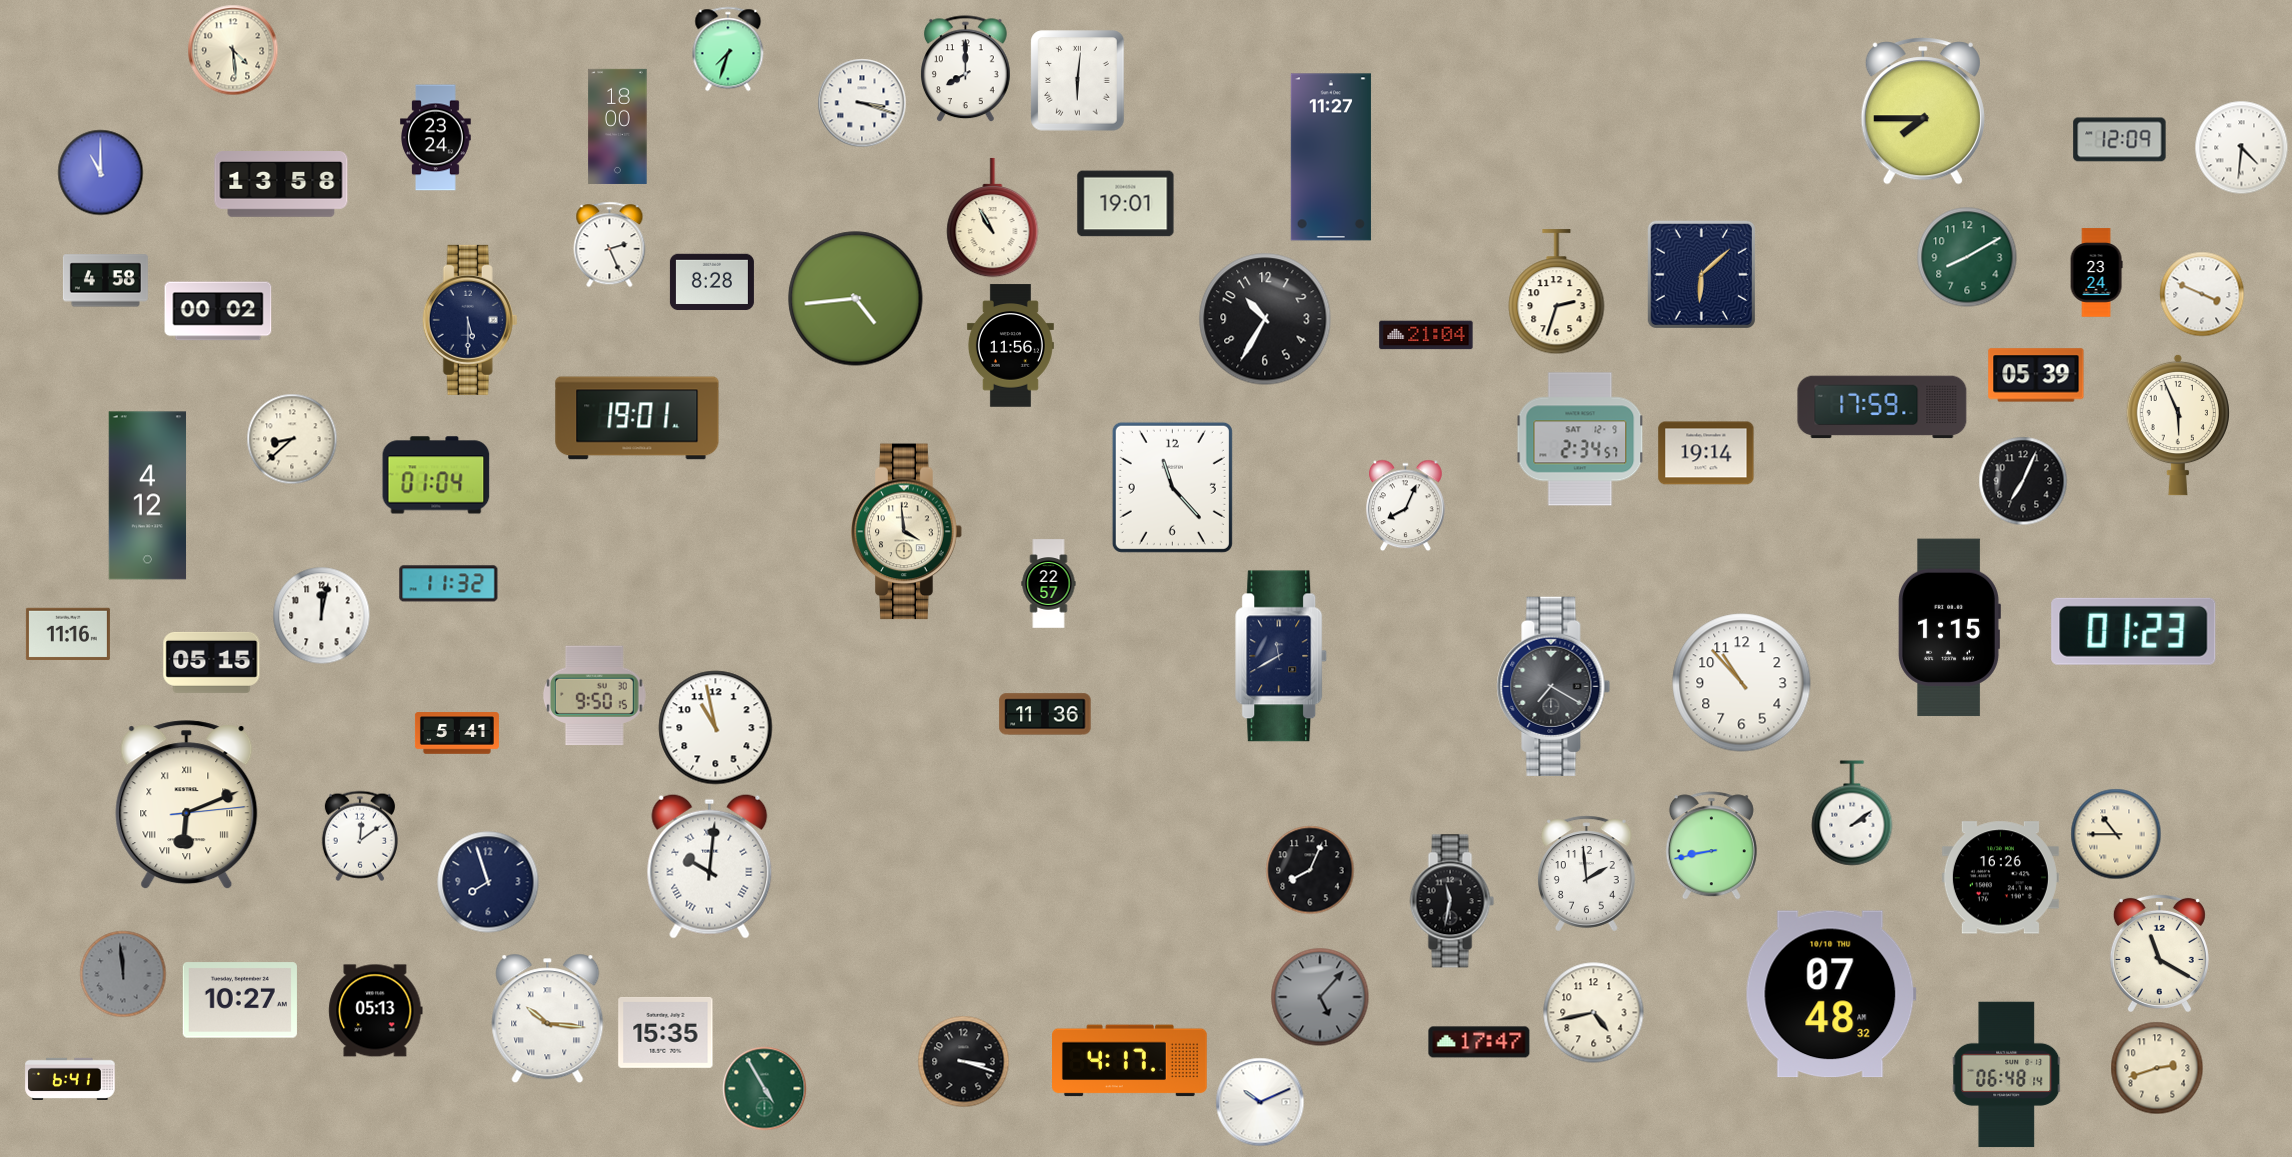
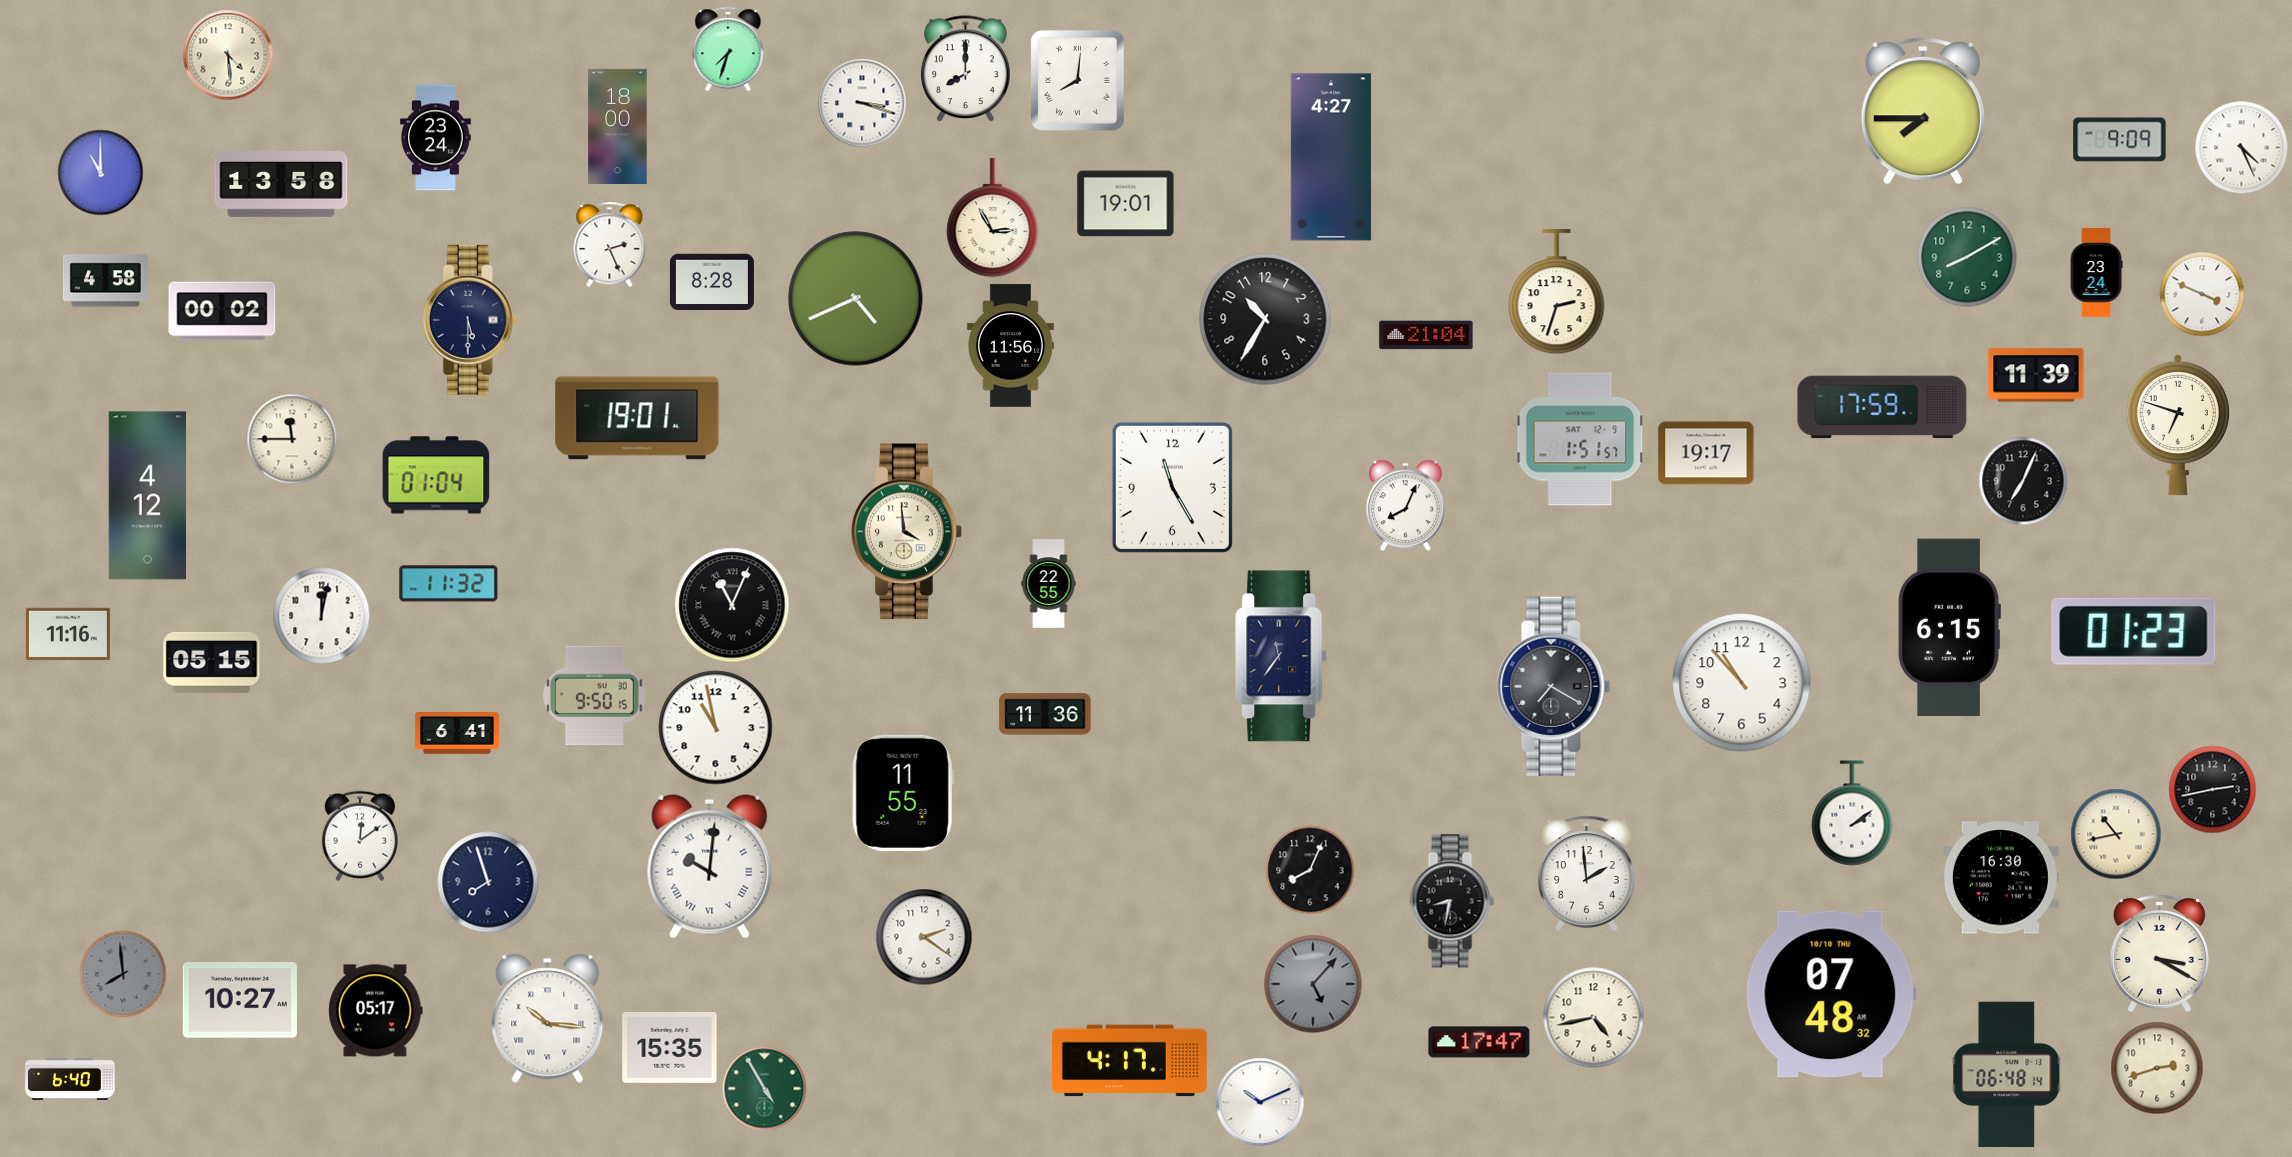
clock at (233, 50) position: (233, 50) -> (228, 55)
clock at (1078, 81): 6:01 -> 8:01
clock at (2120, 140): 12:09 -> 9:09
clock at (2242, 148): 4:31 -> 4:26
clock at (1331, 157): 11:27 -> 4:27
clock at (993, 218): 10:55 -> 2:55
clock at (1701, 274): 6:08 -> none
clock at (856, 299): 4:44 -> 4:41
clock at (218, 311) position: (218, 311) -> (222, 311)
clock at (2036, 375): 05:39 -> 11:39
clock at (2178, 425): 5:56 -> 6:48
clock at (292, 439): 8:38 -> 11:45
clock at (1580, 439): 2:34 -> 1:51
clock at (1706, 453): 19:14 -> 19:17
clock at (1172, 487): 11:23 -> 11:25
clock at (1049, 584): 22:57 -> 22:55
clock at (732, 605): none -> 11:04
clock at (1949, 628): 1:15 -> 6:15
clock at (1282, 656): 11:40 -> 11:36
clock at (457, 733): 5:41 -> 6:41
clock at (2213, 790): none -> 2:43
clock at (903, 793): none -> 11:55
clock at (187, 805): 6:11 -> none
clock at (2116, 834): 10:45 -> 10:43
clock at (1711, 846): 8:43 -> none
clock at (2000, 878): 16:26 -> 16:30
clock at (1452, 901): 11:32 -> 8:32
clock at (924, 937): none -> 2:21
clock at (2159, 953): 11:20 -> 3:20
clock at (123, 974): 11:59 -> 7:59
clock at (1320, 997) position: (1320, 997) -> (1313, 984)
clock at (376, 1011): 05:13 -> 05:17
clock at (1594, 1013) position: (1594, 1013) -> (1594, 1018)
clock at (666, 1032) position: (666, 1032) -> (670, 1047)
clock at (964, 1062): 3:18 -> none
clock at (70, 1078): 6:41 -> 6:40
